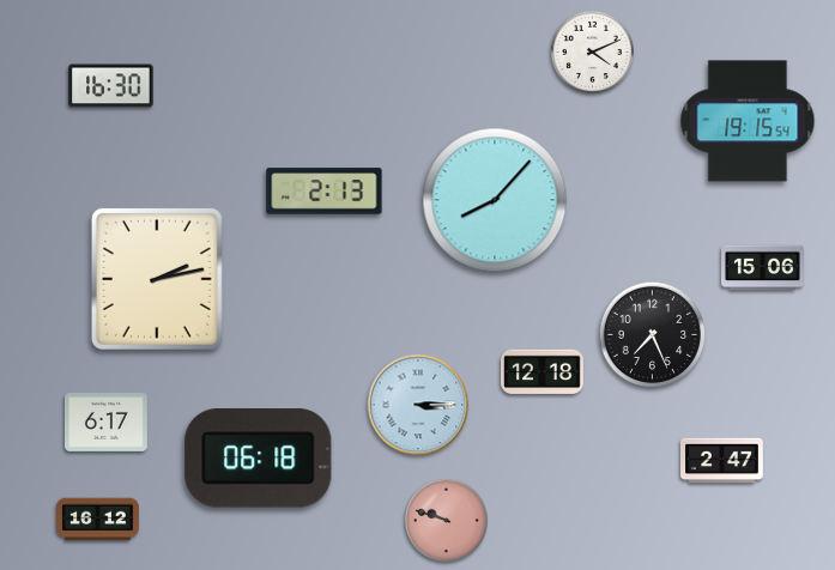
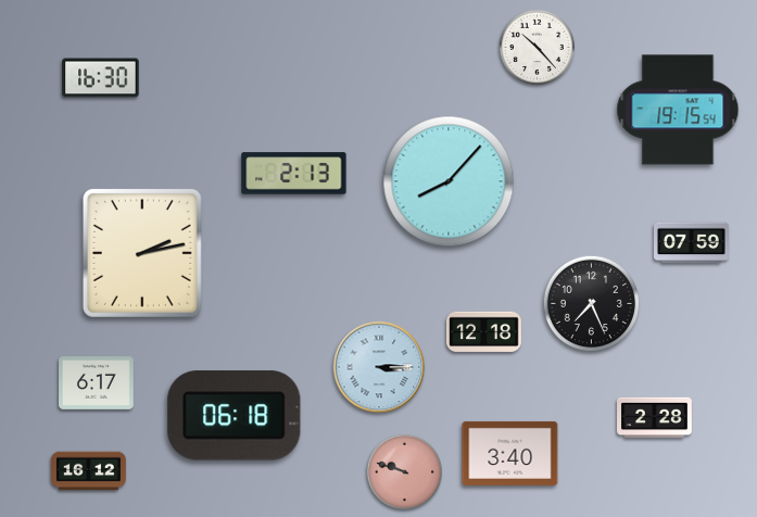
clock at (592, 51): 4:11 -> 10:23
clock at (763, 268): 15:06 -> 07:59
clock at (543, 372) position: (543, 372) -> (484, 332)
clock at (722, 461): 2:47 -> 2:28
clock at (510, 453): none -> 3:40
